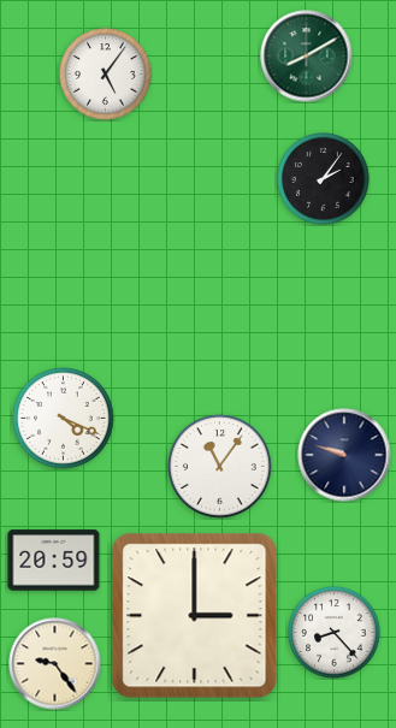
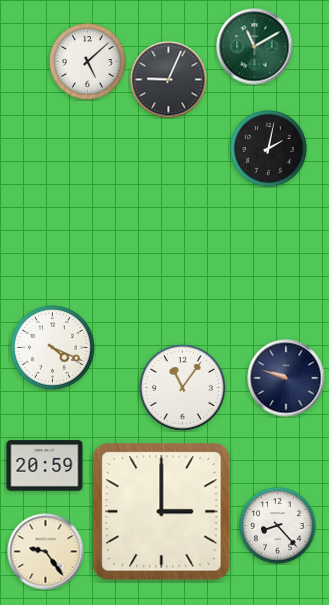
clock at (307, 57): 8:10 -> 11:10
clock at (106, 75): 5:06 -> 5:08
clock at (169, 80): none -> 9:04
clock at (324, 179): 2:06 -> 2:02
